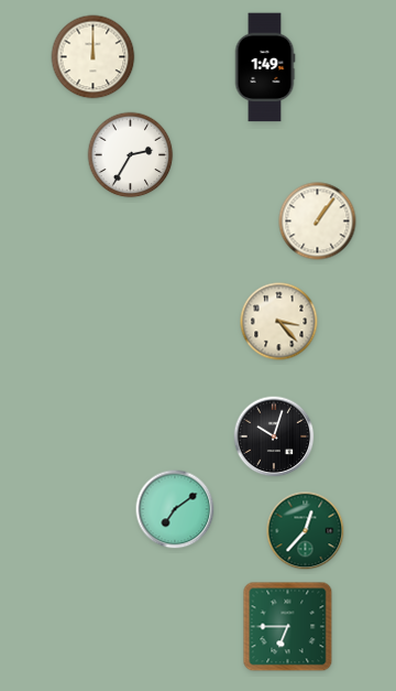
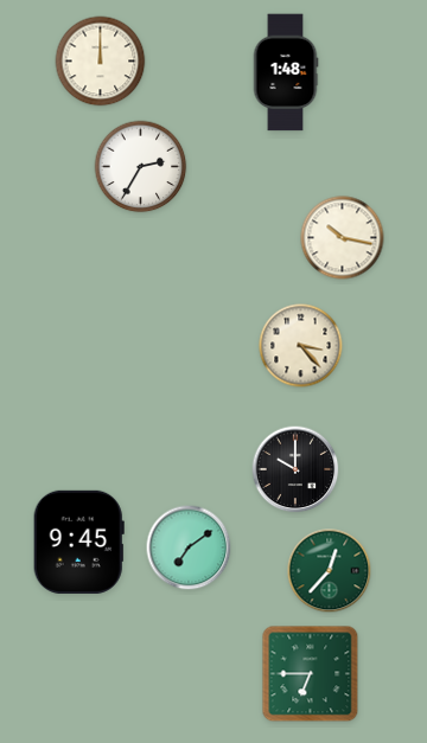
clock at (265, 67): 1:49 -> 1:48
clock at (318, 222): 1:06 -> 10:17
clock at (274, 436): 10:03 -> 10:00
clock at (78, 542): none -> 9:45
